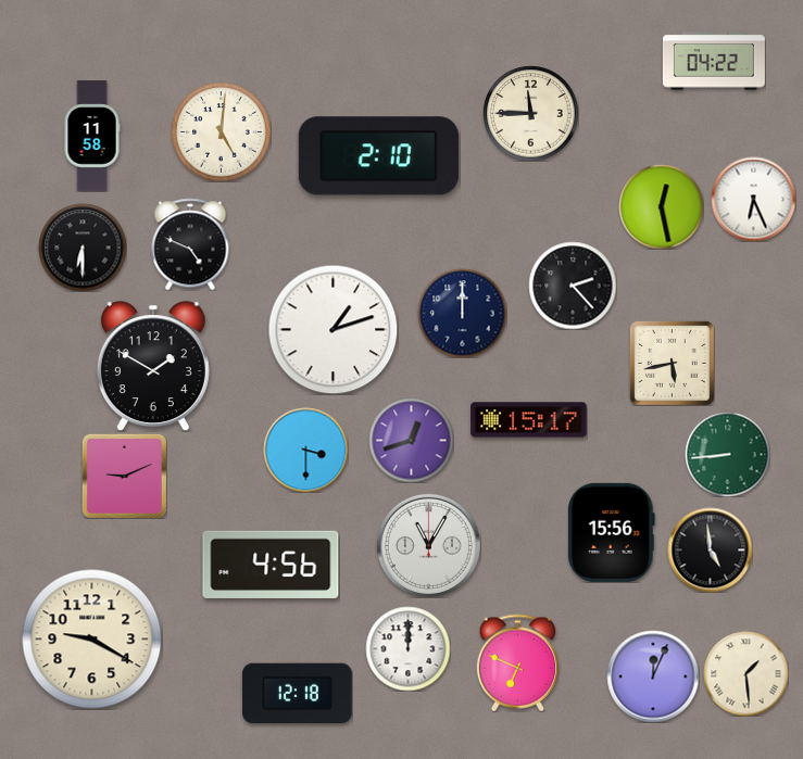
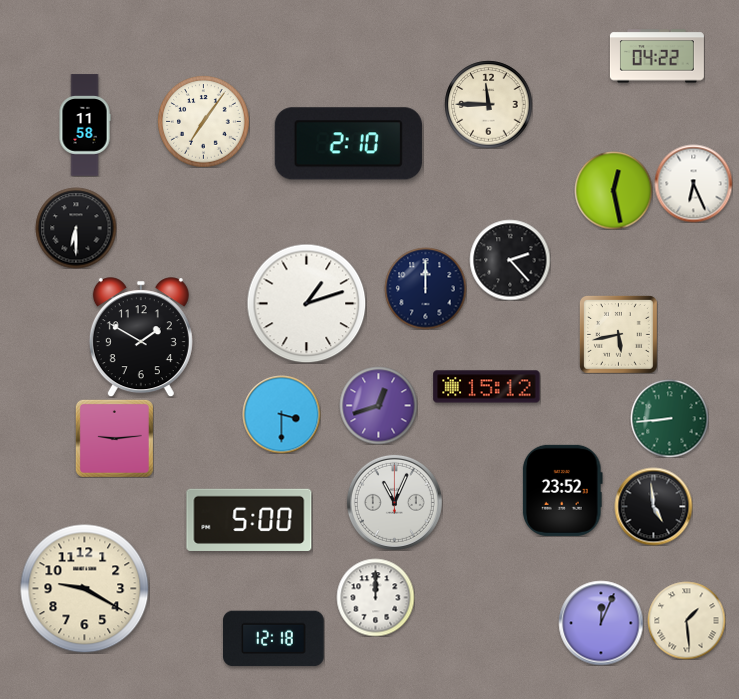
clock at (221, 131): 5:01 -> 7:06
clock at (661, 206) position: (661, 206) -> (613, 190)
clock at (190, 244): 4:49 -> none
clock at (573, 286) position: (573, 286) -> (510, 260)
clock at (529, 420): 15:17 -> 15:12
clock at (124, 476): 9:11 -> 9:14
clock at (611, 532): 15:56 -> 23:52
clock at (428, 545): 11:05 -> 11:04
clock at (271, 565): 4:56 -> 5:00
clock at (518, 662): 6:49 -> none
